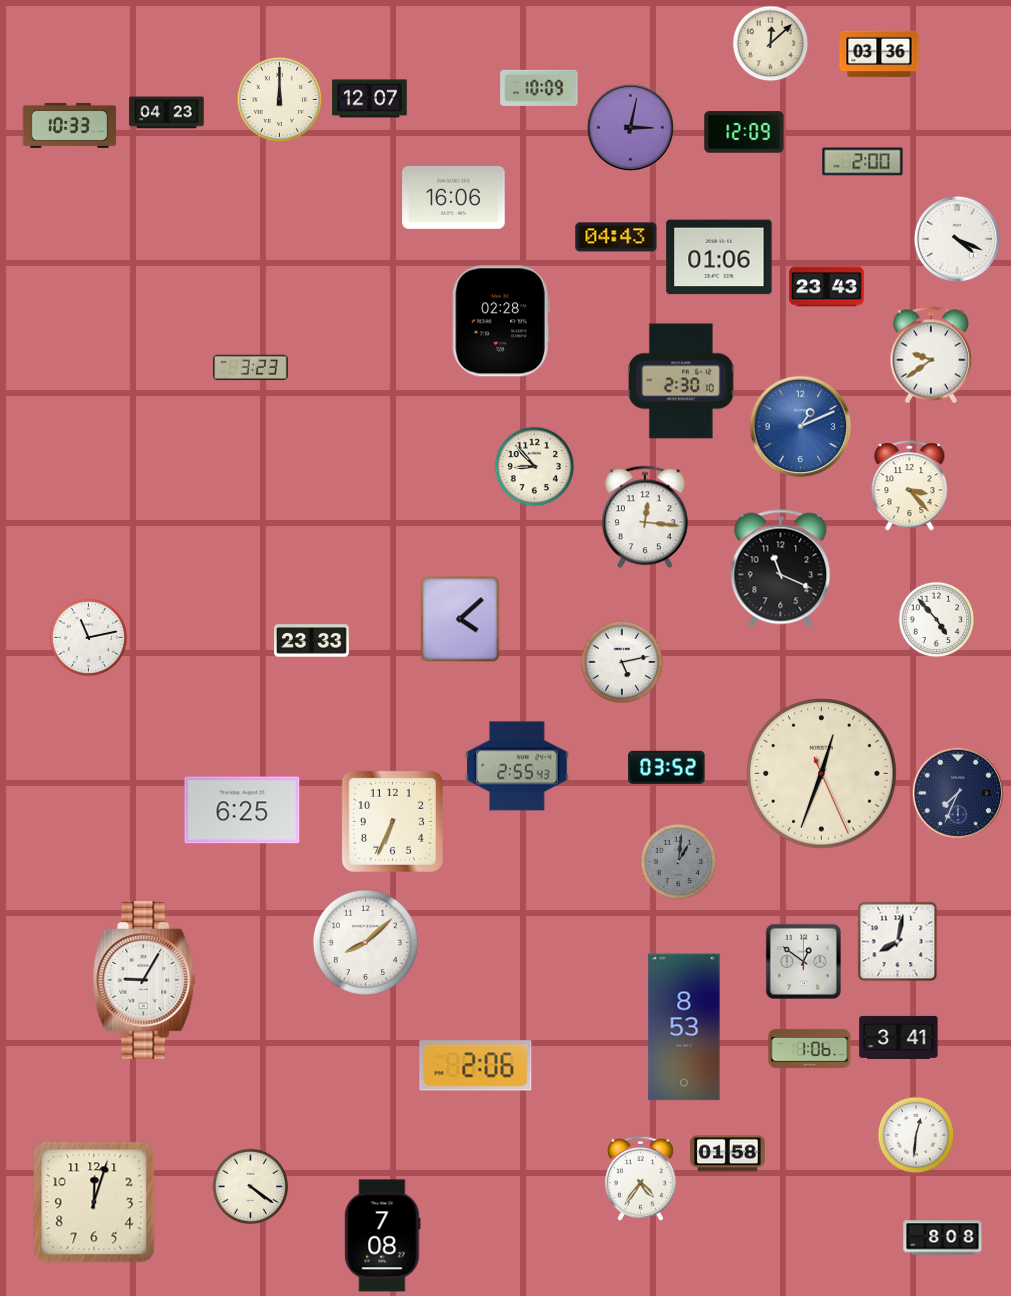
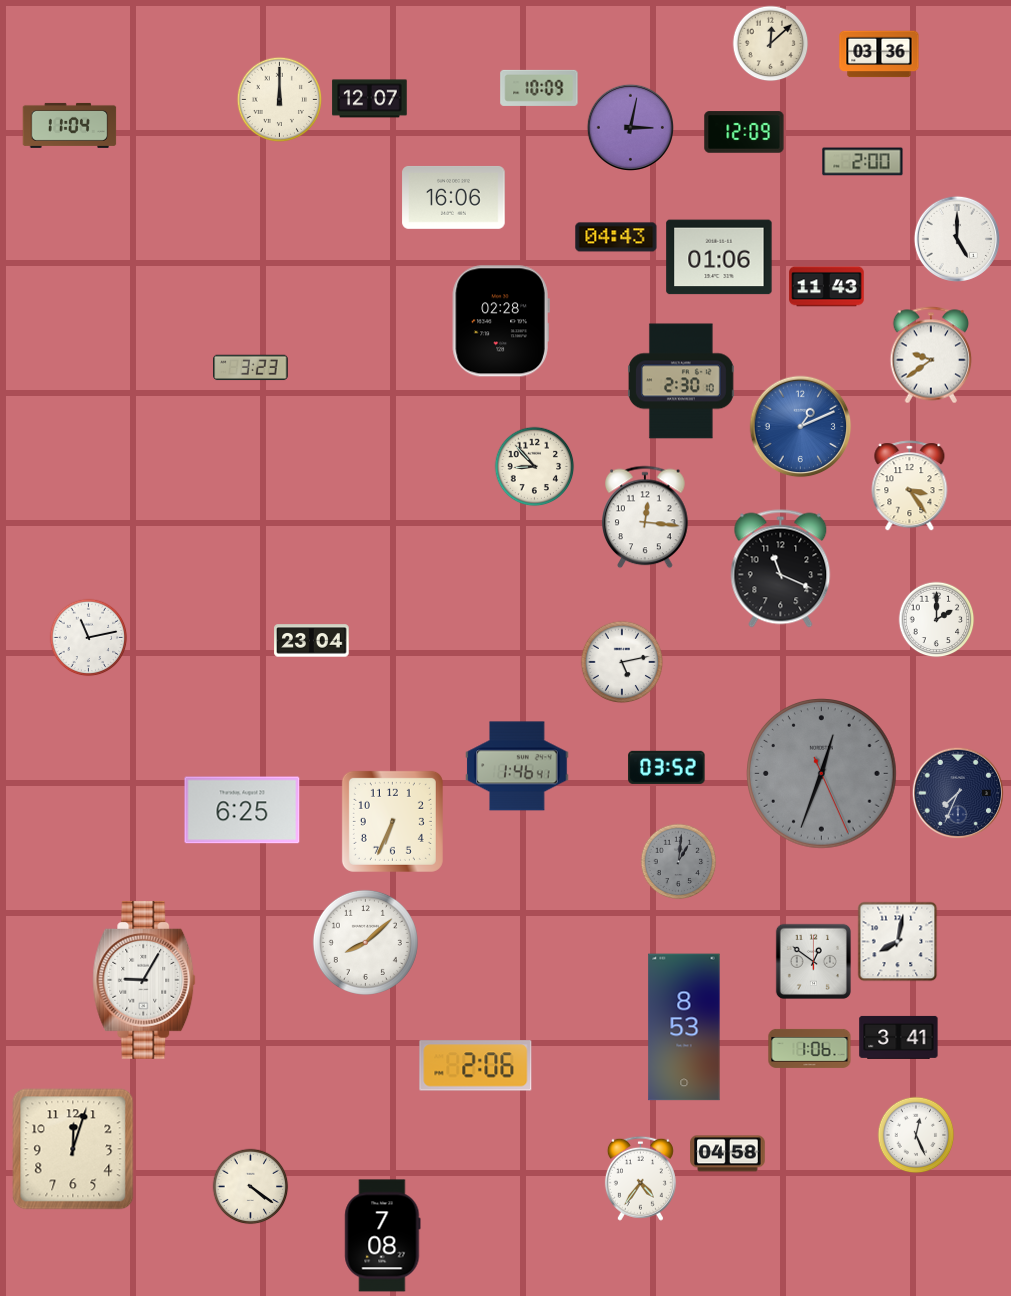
clock at (167, 113): 04:23 -> none
clock at (70, 125): 10:33 -> 11:04
clock at (957, 239): 4:19 -> 5:00
clock at (827, 287): 23:43 -> 11:43
clock at (910, 486): 3:23 -> 3:24
clock at (460, 619): 4:08 -> none
clock at (937, 620): 4:53 -> 2:00
clock at (312, 641): 23:33 -> 23:04
clock at (517, 766): 2:55 -> 1:46
clock at (822, 774) dial: cream -> grey
clock at (803, 961) position: (803, 961) -> (813, 961)
clock at (916, 1135): 12:31 -> 12:26
clock at (728, 1154): 01:58 -> 04:58
clock at (94, 1202) position: (94, 1202) -> (73, 1149)
clock at (943, 1238): 8:08 -> none
